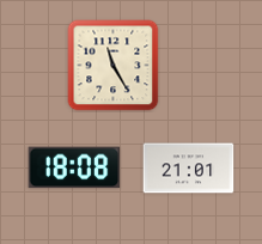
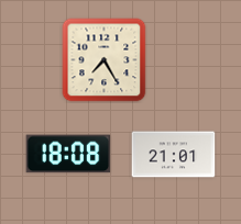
clock at (114, 66): 11:25 -> 7:25
